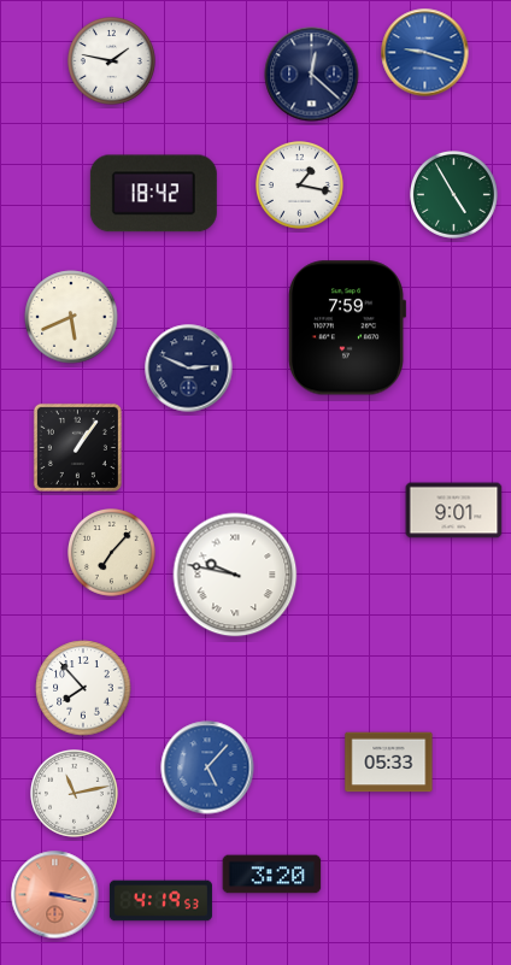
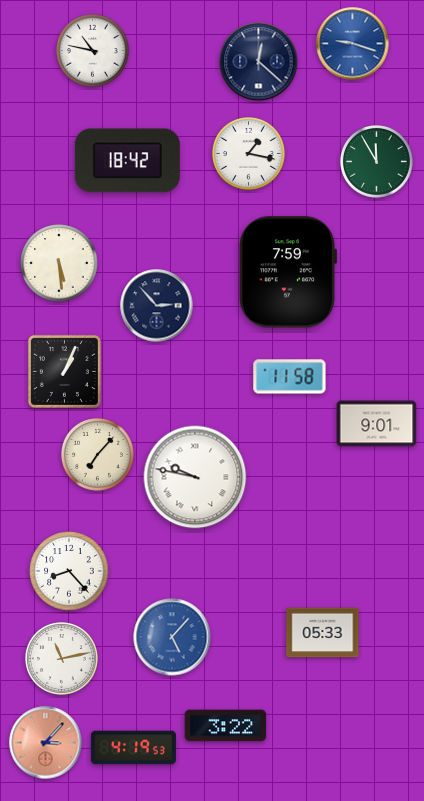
clock at (112, 61): 1:47 -> 10:47
clock at (454, 195): 4:55 -> 11:55
clock at (71, 317): 5:41 -> 5:29
clock at (189, 369): 2:49 -> 2:53
clock at (77, 447): 1:06 -> 1:04
clock at (290, 377): none -> 11:58
clock at (112, 553) position: (112, 553) -> (98, 455)
clock at (83, 688): 7:53 -> 8:23
clock at (272, 875): 3:20 -> 3:22
clock at (55, 895): 3:17 -> 3:07
